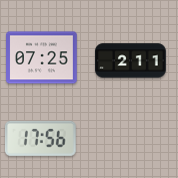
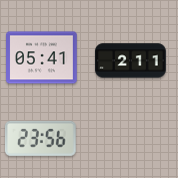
clock at (42, 58): 07:25 -> 05:41
clock at (40, 138): 17:56 -> 23:56
